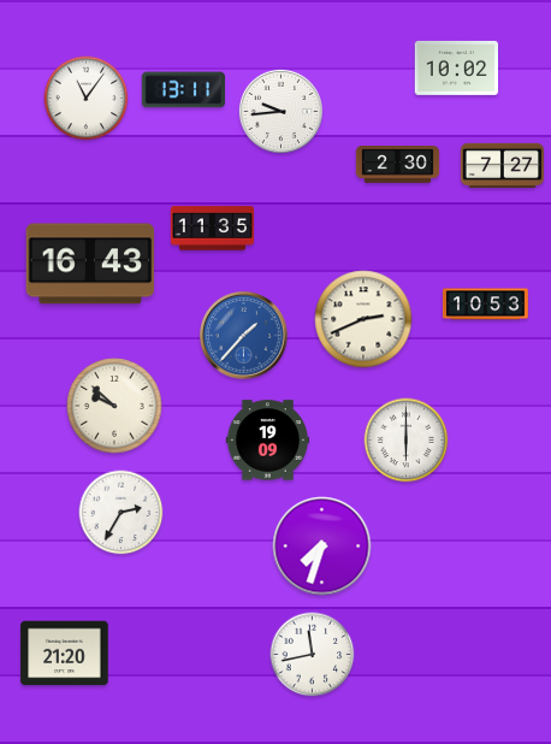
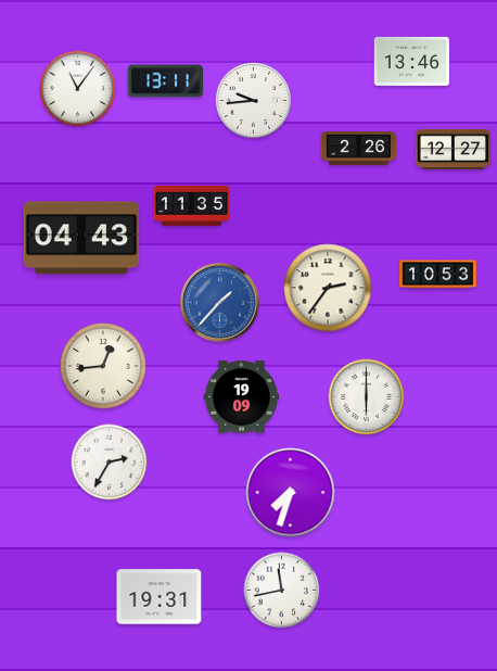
clock at (456, 67): 10:02 -> 13:46
clock at (398, 165): 2:30 -> 2:26
clock at (503, 165): 7:27 -> 12:27
clock at (90, 264): 16:43 -> 04:43
clock at (363, 319): 2:41 -> 2:36
clock at (114, 406): 9:52 -> 12:44
clock at (65, 654): 21:20 -> none
clock at (160, 597): none -> 19:31
